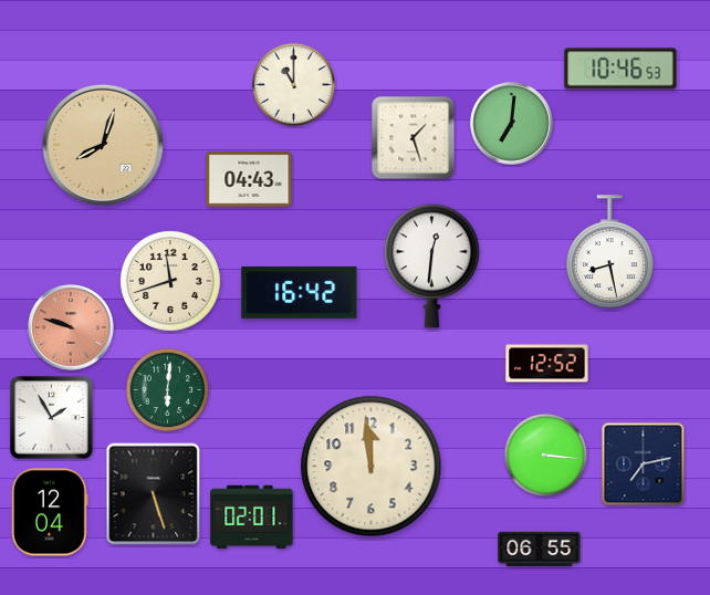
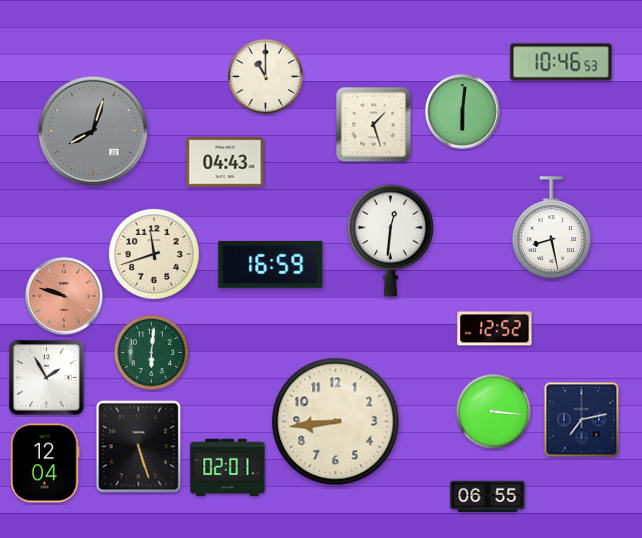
clock at (512, 124): 7:01 -> 6:01
clock at (103, 145) dial: champagne -> grey
clock at (300, 292): 16:42 -> 16:59
clock at (372, 467): 11:59 -> 8:44
